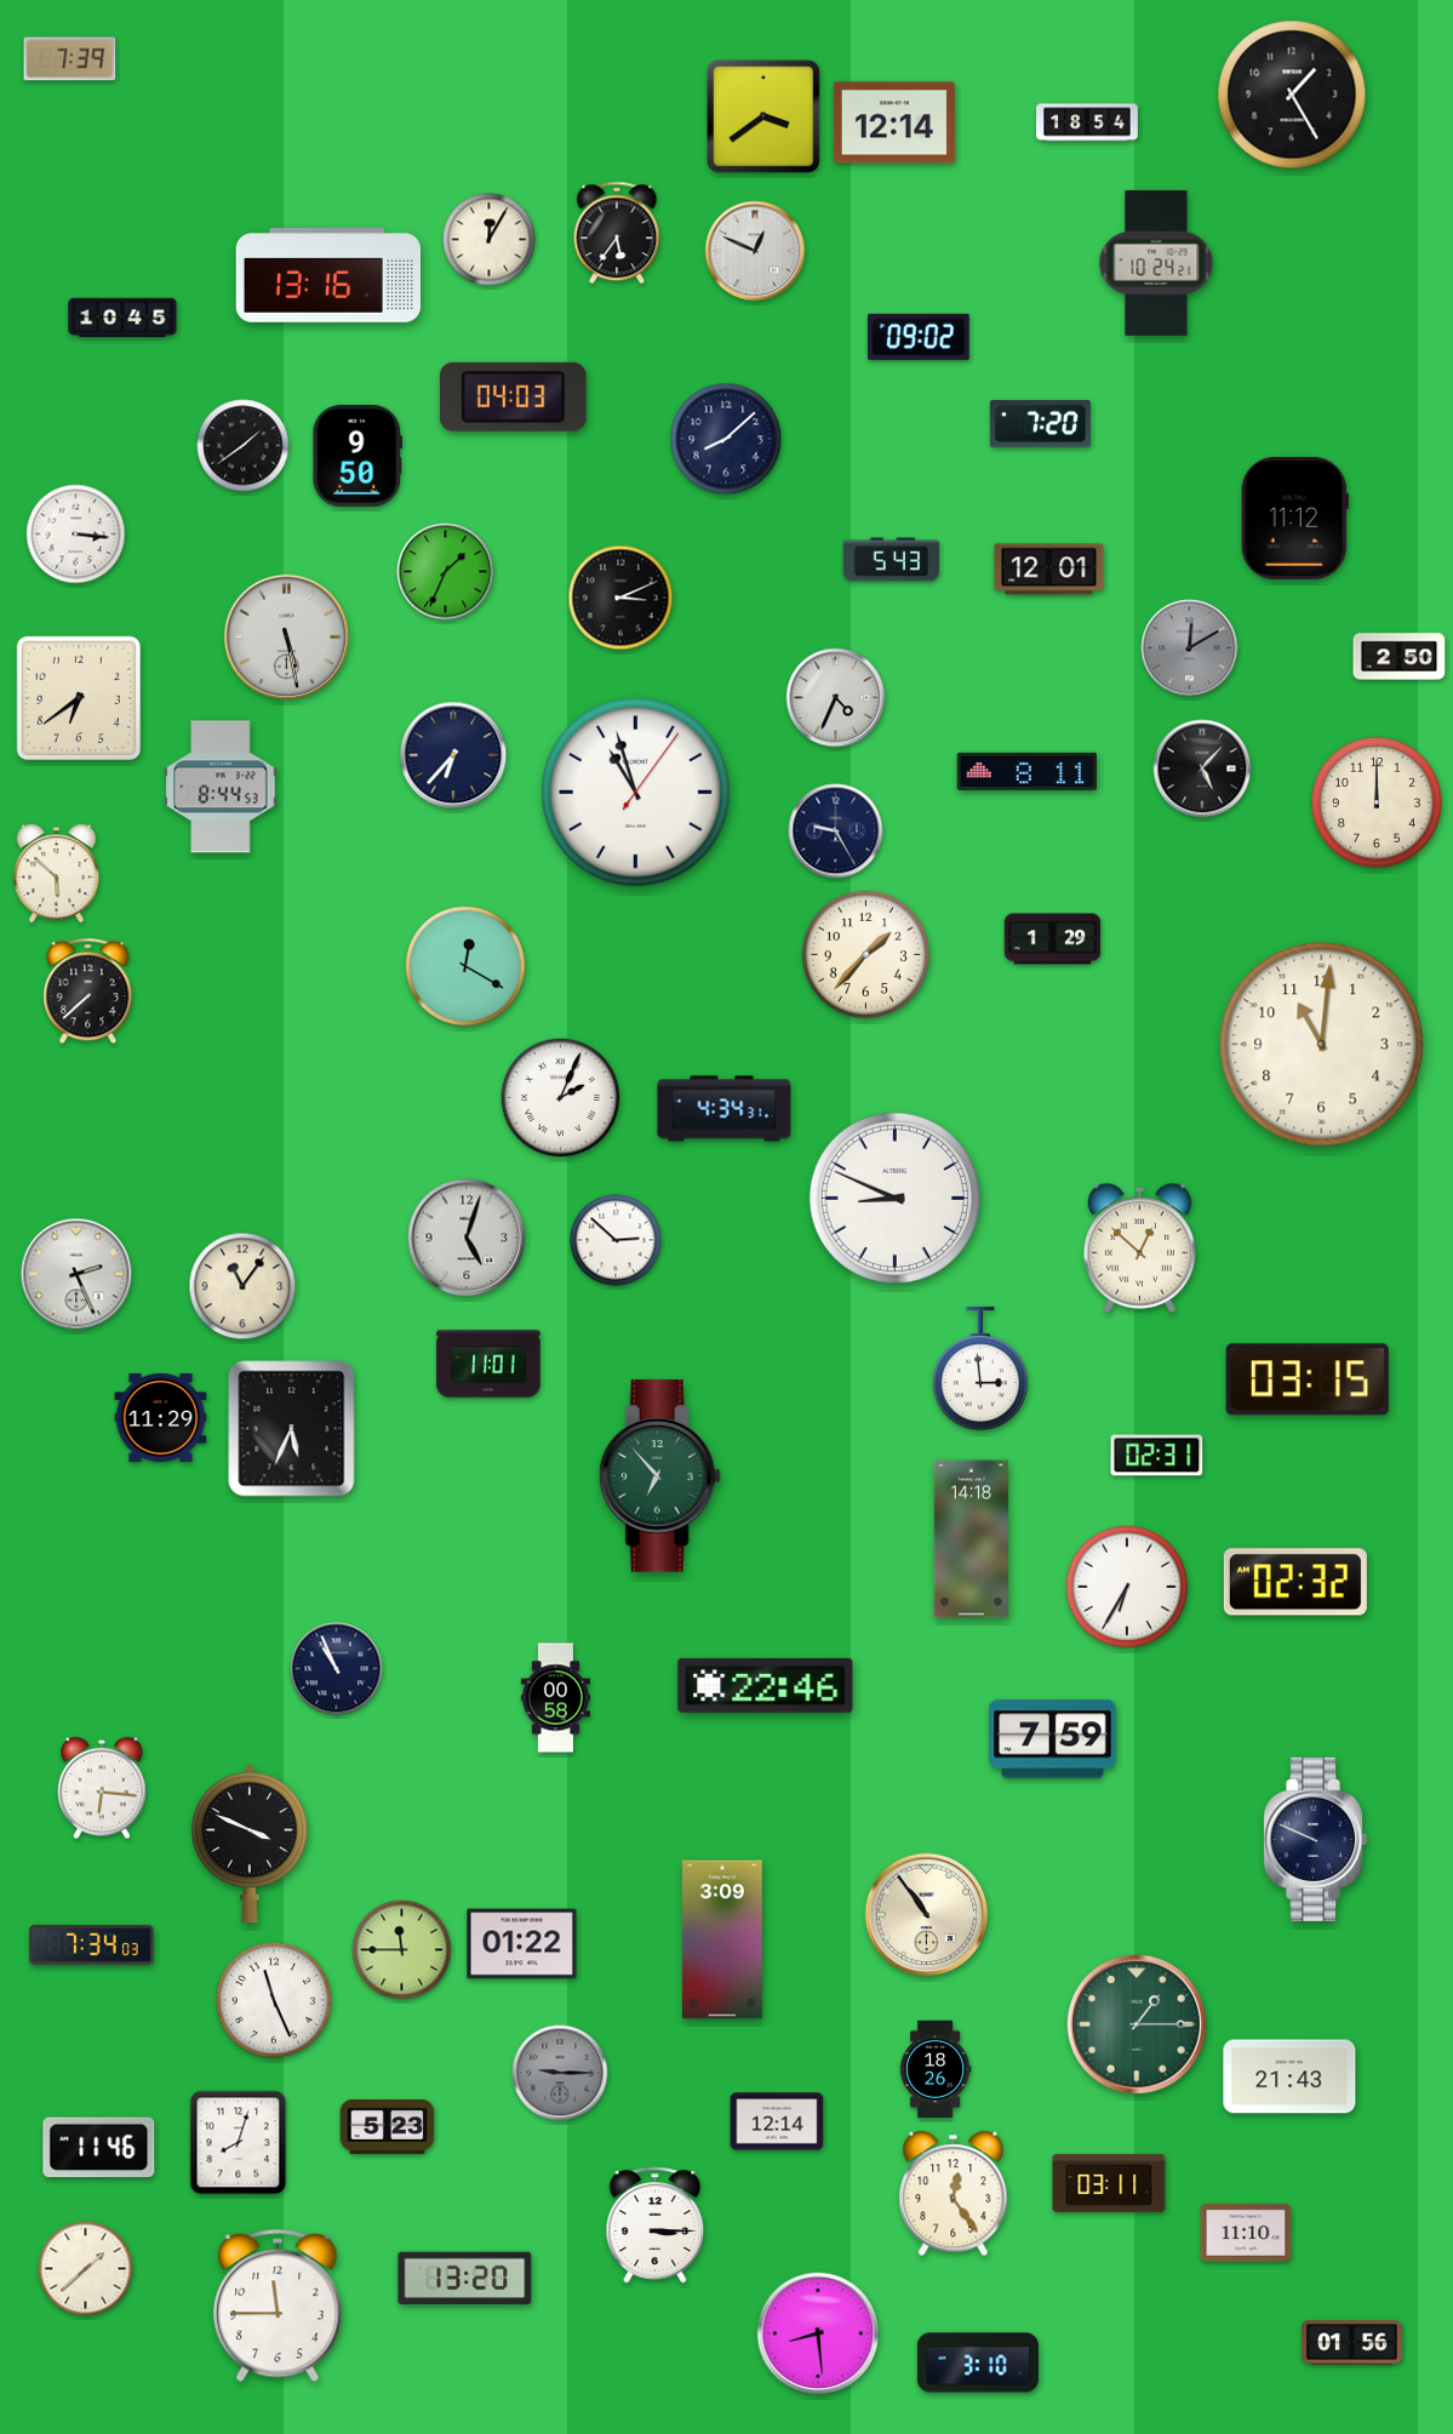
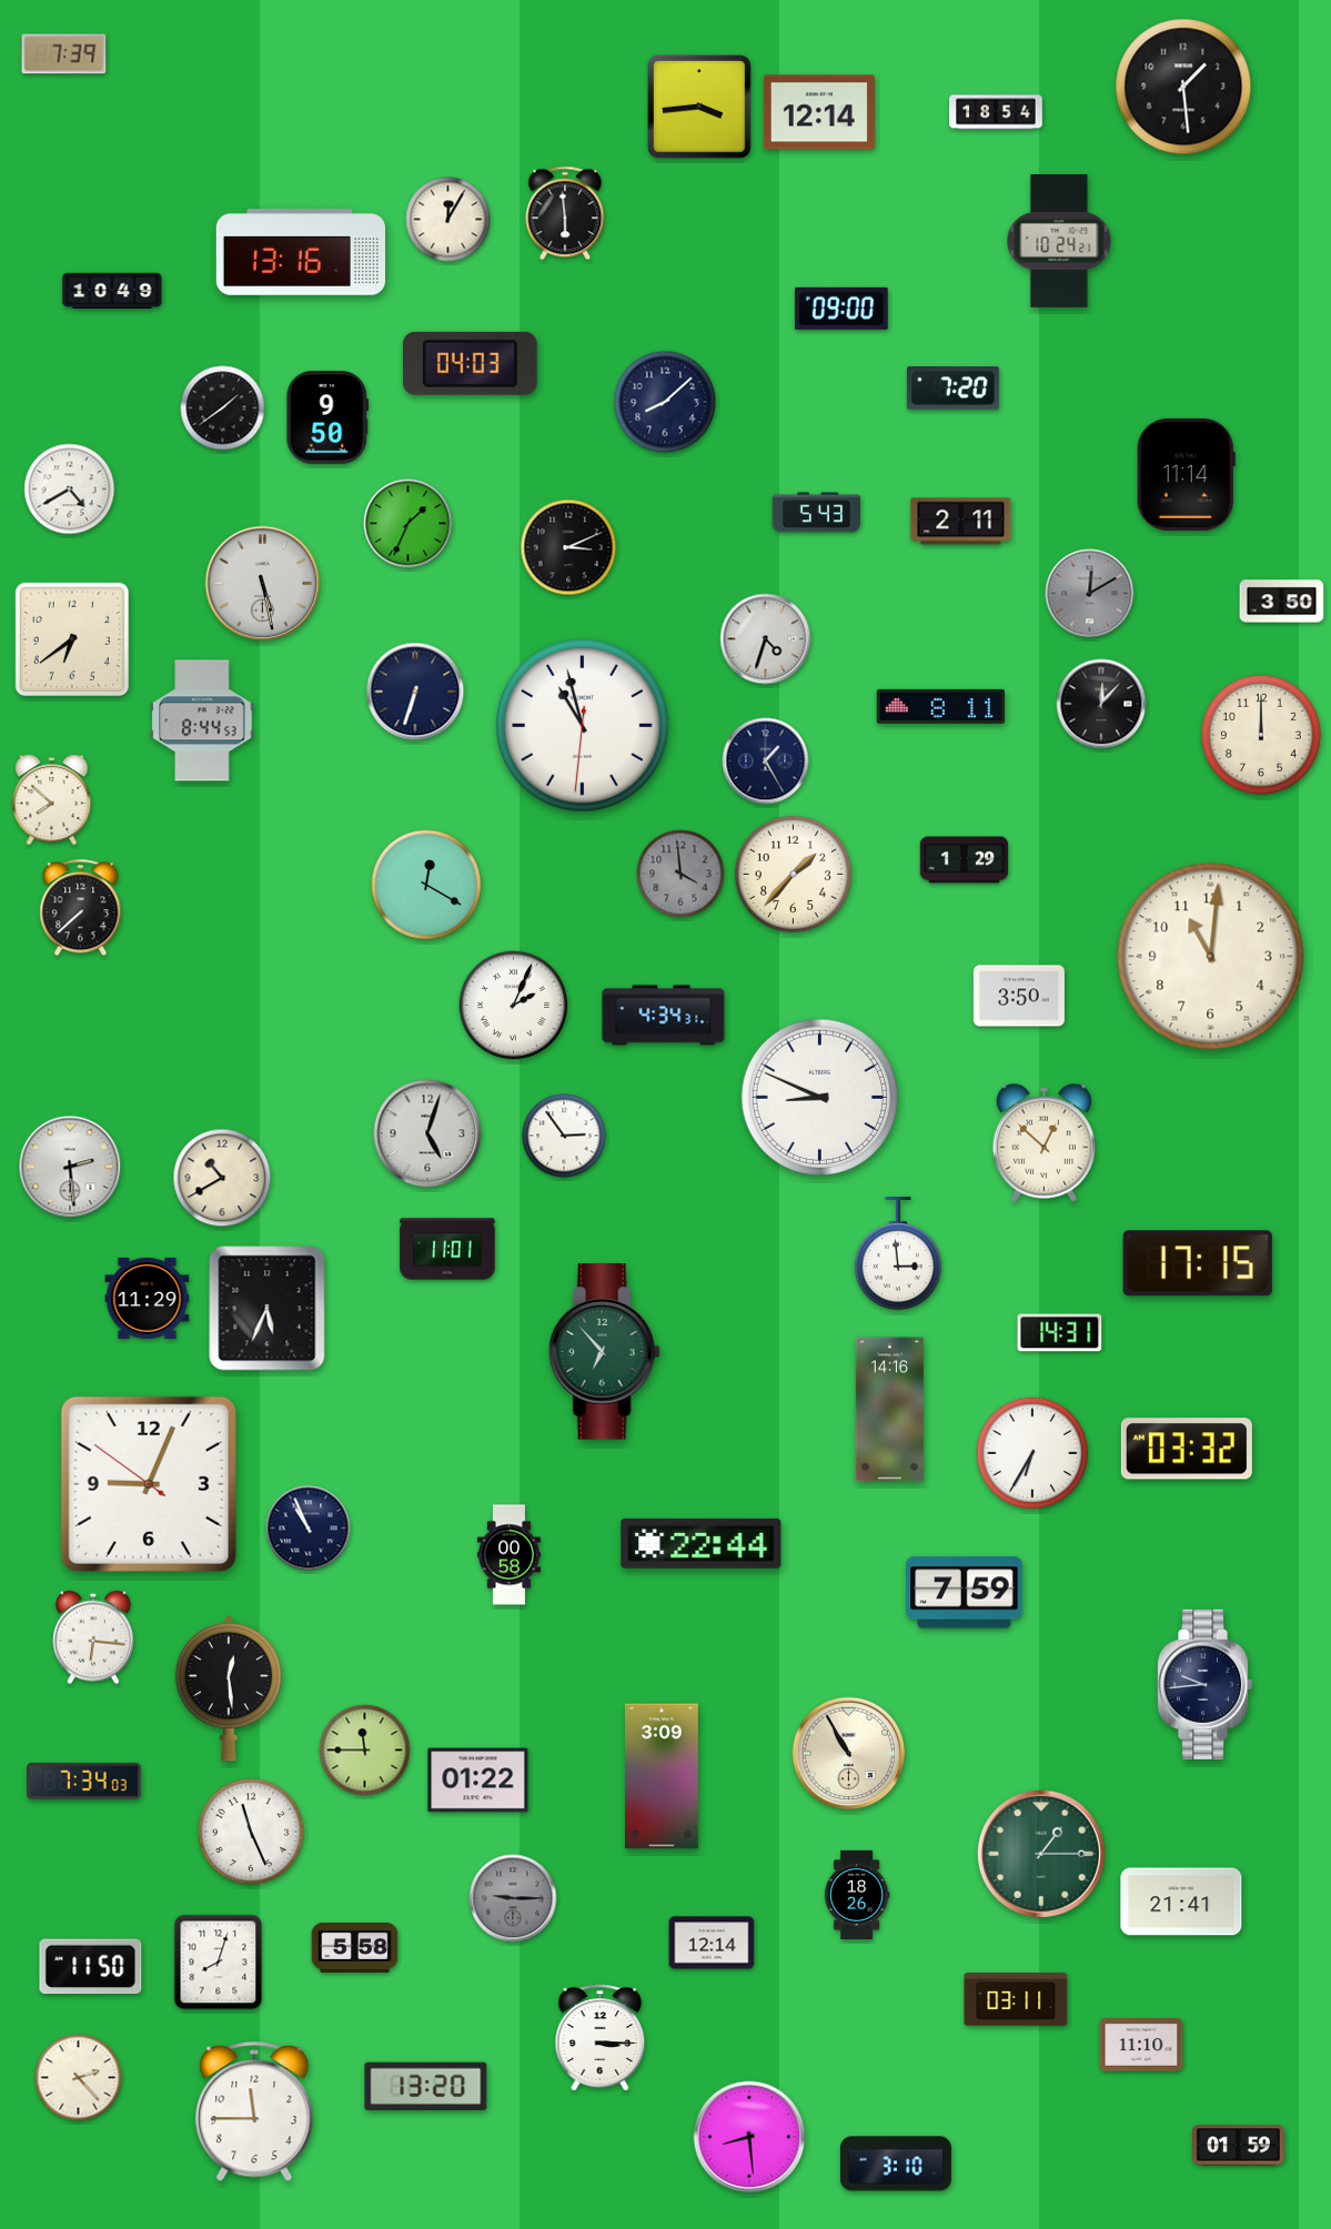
clock at (1292, 95): 1:25 -> 1:29
clock at (765, 118): 3:39 -> 3:44
clock at (617, 233): 5:36 -> 5:59
clock at (755, 251): 12:49 -> none
clock at (122, 318): 10:45 -> 10:49
clock at (919, 337): 09:02 -> 09:00
clock at (1294, 518): 11:12 -> 11:14
clock at (76, 535): 3:16 -> 4:40
clock at (1049, 570): 12:01 -> 2:11
clock at (1400, 657): 2:50 -> 3:50
clock at (836, 698): 4:34 -> 4:33
clock at (453, 755): 6:37 -> 6:33
clock at (1202, 769): 5:07 -> 12:07
clock at (636, 793): 10:57:06 -> 10:57:31
clock at (836, 832): 9:25 -> 1:25
clock at (57, 874): 5:52 -> 7:52
clock at (680, 874): none -> 3:59
clock at (1019, 996): none -> 3:50
clock at (616, 1240): 2:52 -> 2:54
clock at (76, 1274): 2:26 -> 2:29
clock at (242, 1286): 11:06 -> 10:40
clock at (1308, 1379): 03:15 -> 17:15
clock at (1157, 1456): 02:31 -> 14:31
clock at (971, 1539): 14:18 -> 14:16
clock at (1295, 1582): 02:32 -> 03:32
clock at (149, 1484): none -> 9:03
clock at (766, 1685): 22:46 -> 22:44
clock at (1315, 1839): 9:49 -> 9:44
clock at (250, 1845): 3:49 -> 12:29
clock at (927, 1915): 10:54 -> 10:55
clock at (402, 1950) position: (402, 1950) -> (365, 1751)
clock at (1289, 2076): 21:43 -> 21:41
clock at (388, 2126): 5:23 -> 5:58
clock at (99, 2148): 11:46 -> 11:50
clock at (954, 2194): 12:24 -> none
clock at (86, 2269): 1:38 -> 2:23
clock at (1351, 2343): 01:56 -> 01:59
